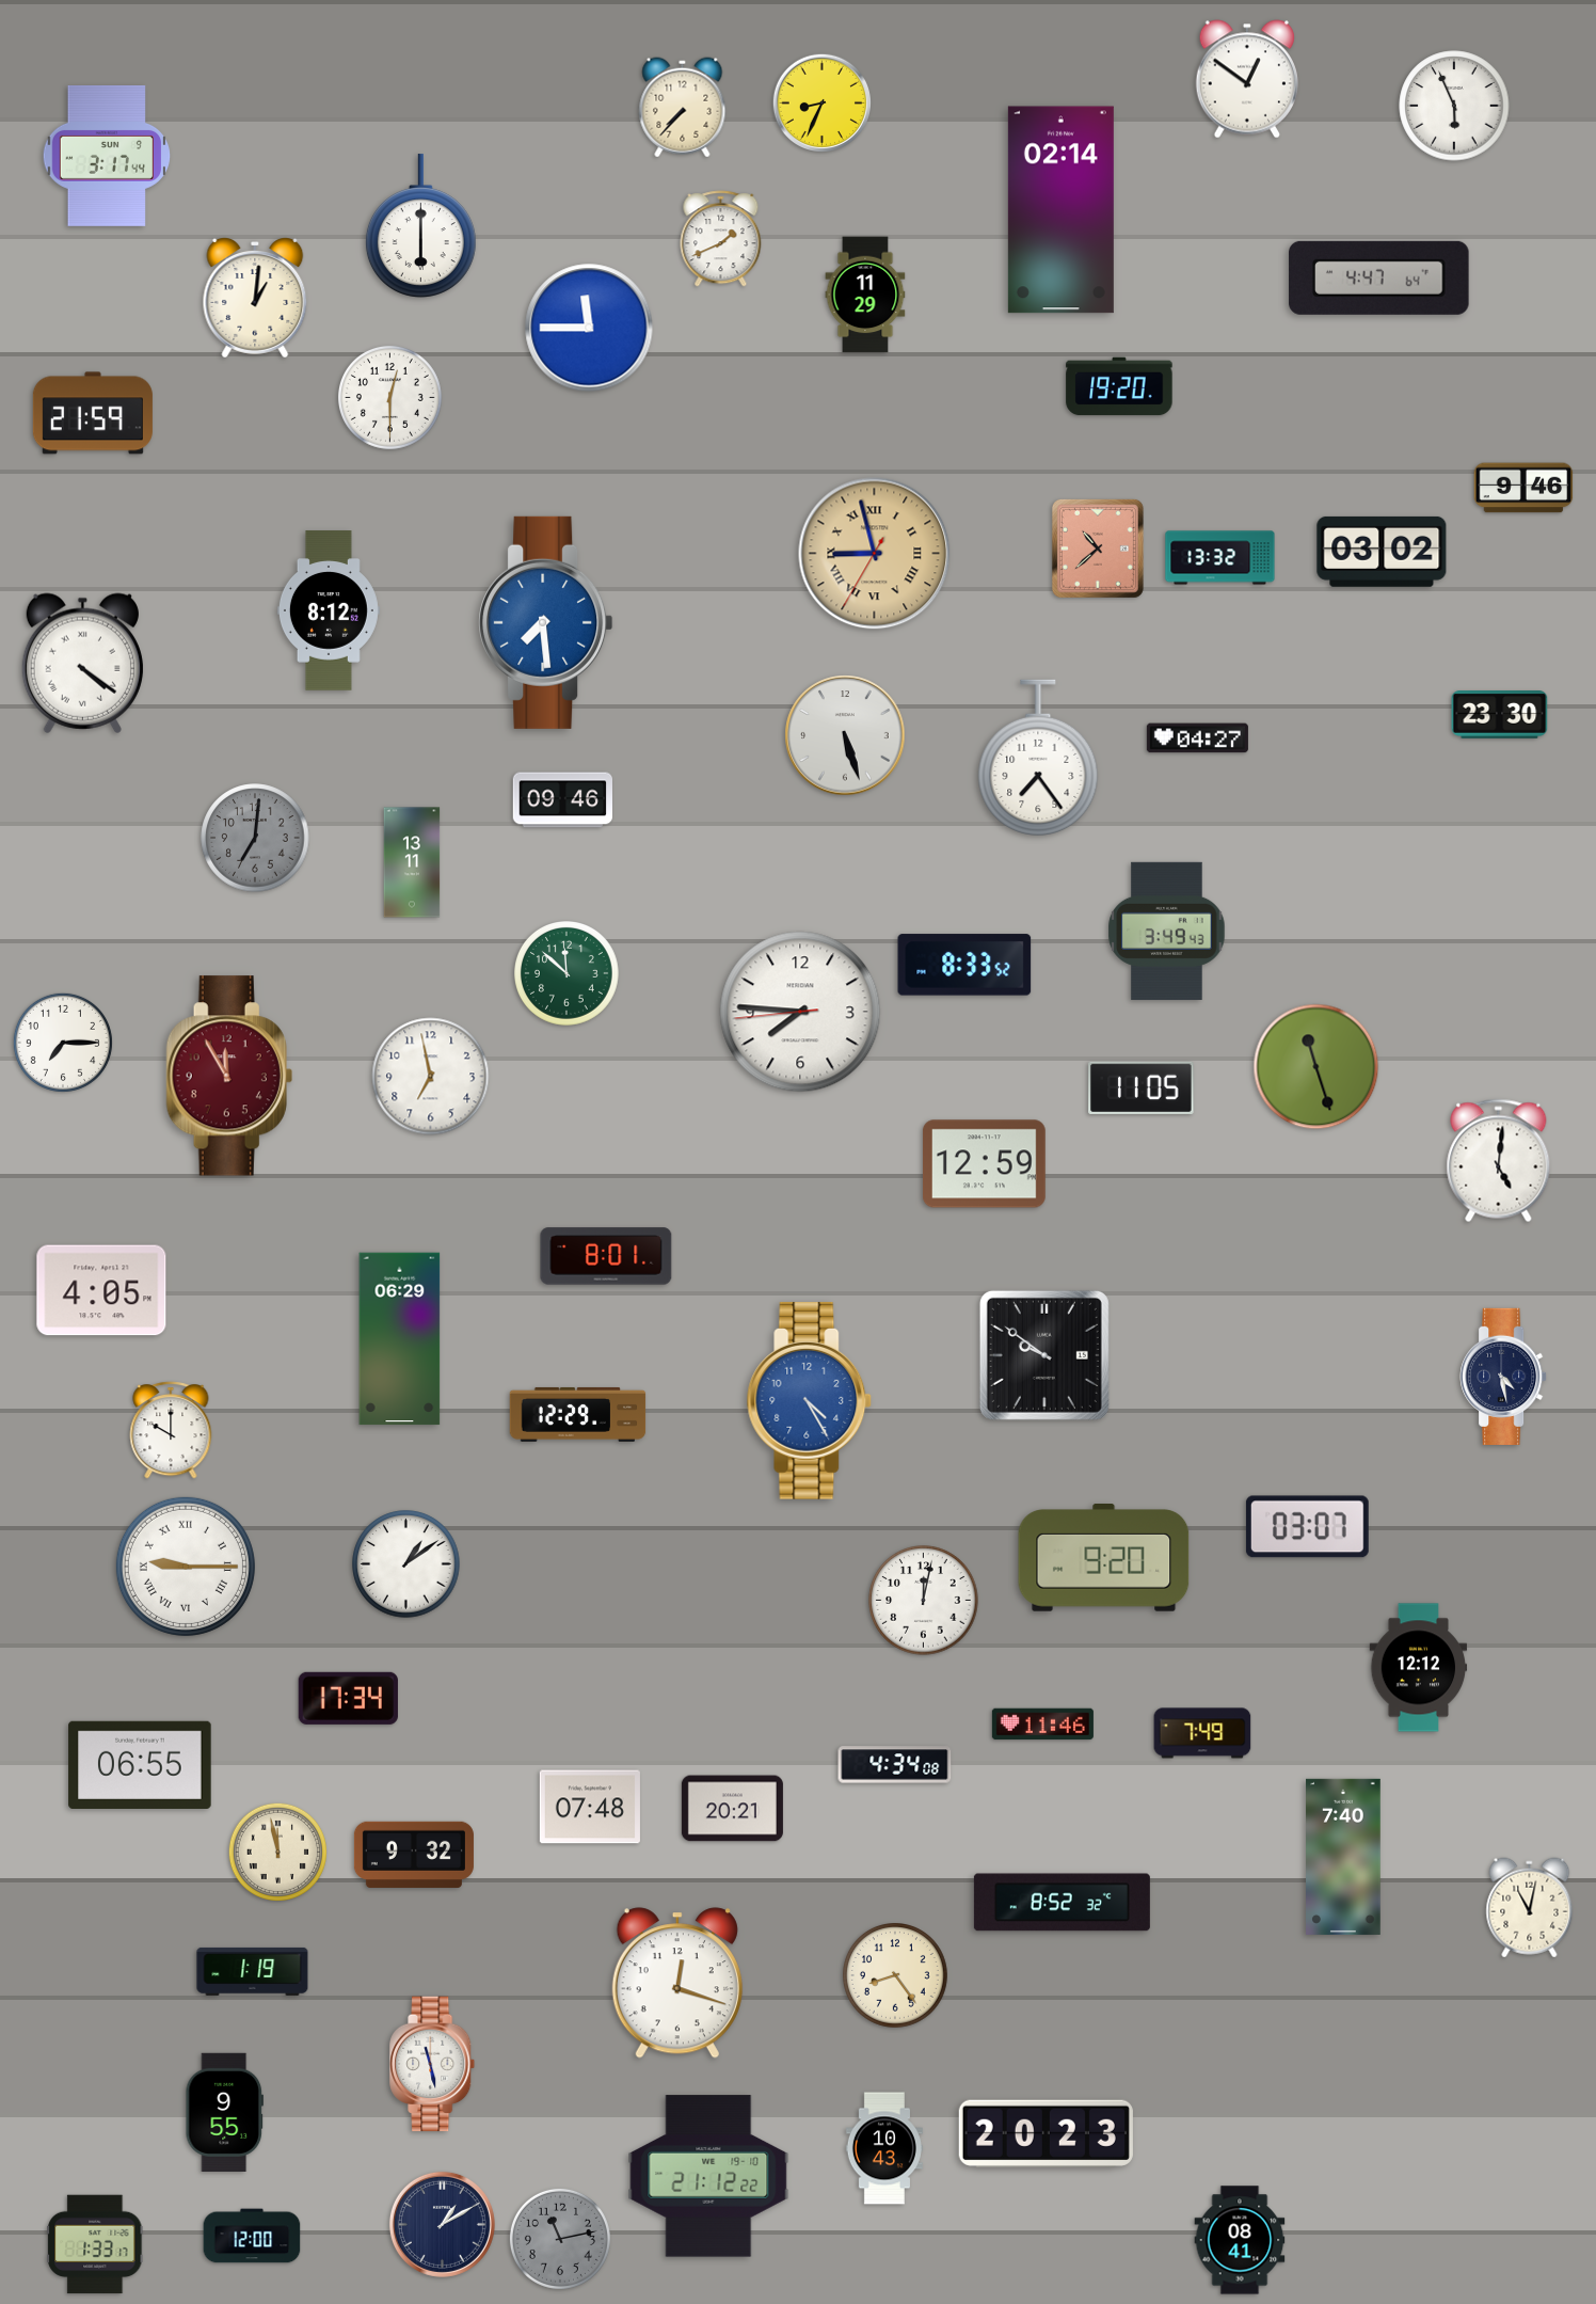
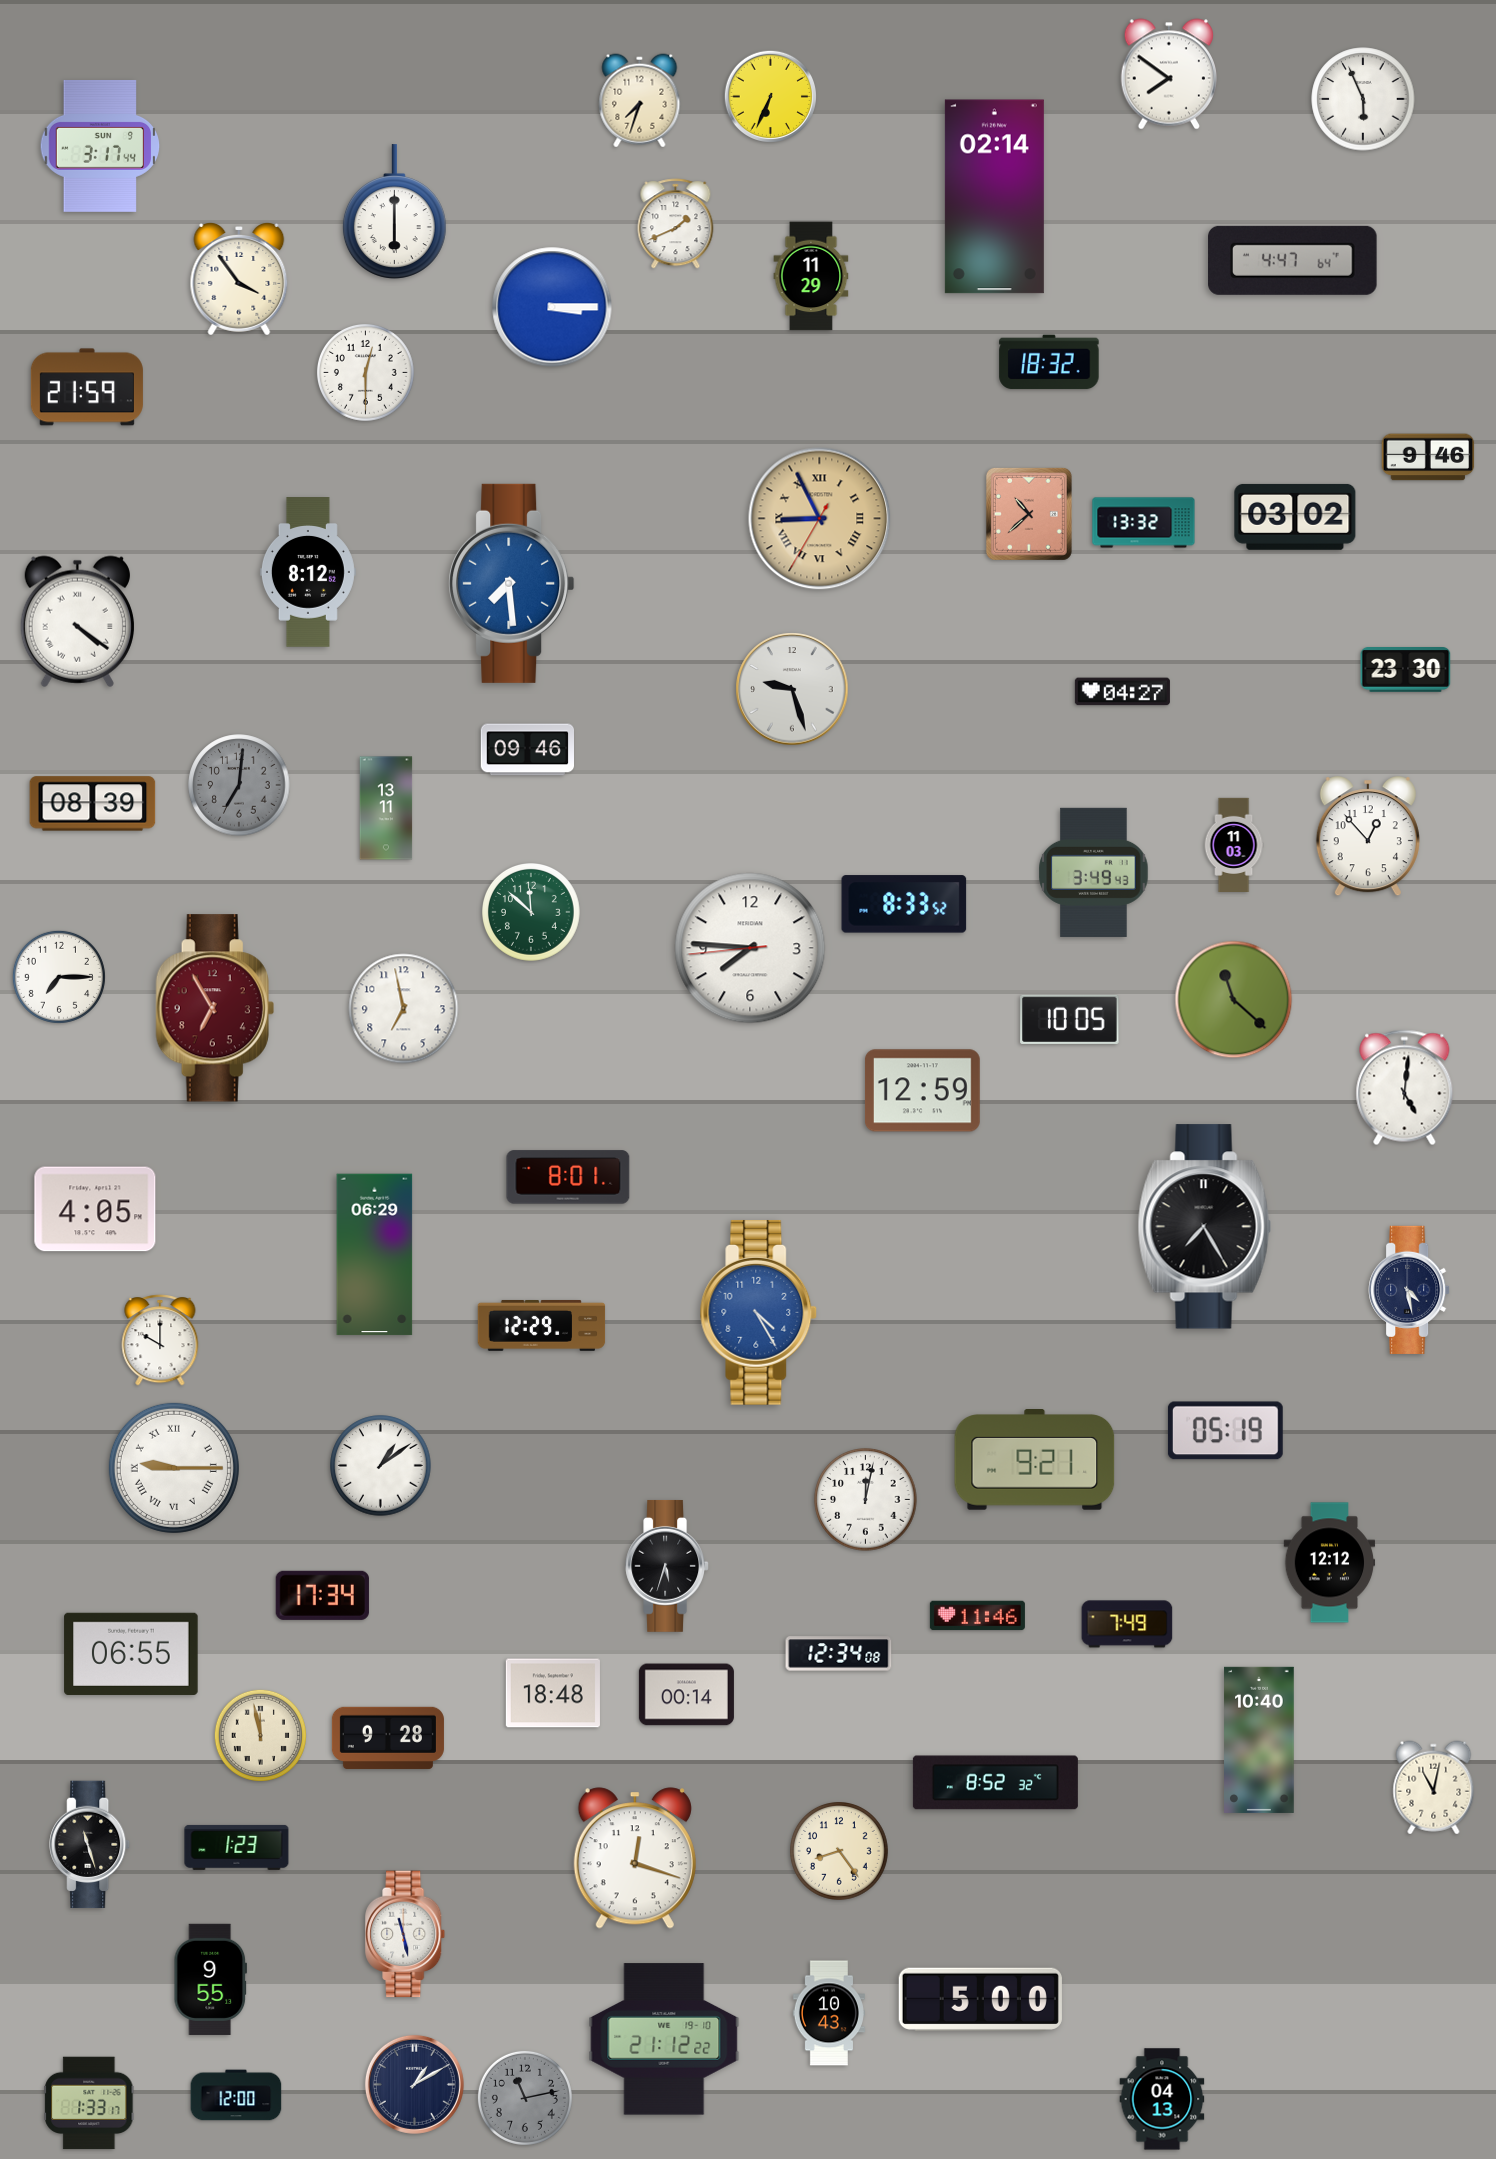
clock at (1246, 79): 12:51 -> 7:51
clock at (821, 102): 8:34 -> 6:34
clock at (683, 108): 7:37 -> 7:33
clock at (255, 299): 1:01 -> 3:54
clock at (589, 328): 11:45 -> 3:15
clock at (1119, 386): 19:20 -> 18:32
clock at (875, 554): 8:57 -> 8:55
clock at (845, 735): 5:27 -> 9:27
clock at (1038, 757): 7:24 -> none
clock at (93, 804): none -> 08:39
clock at (1368, 837): none -> 12:53
clock at (1234, 844): none -> 11:03
clock at (1316, 1067): 11:27 -> 11:22
clock at (229, 1076): 11:55 -> 6:55
clock at (1142, 1087): 11:05 -> 10:05
clock at (1204, 1227): none -> 7:25
clock at (1044, 1355): 9:51 -> none
clock at (1307, 1527): 03:07 -> 05:19
clock at (1104, 1558): 9:20 -> 9:21
clock at (667, 1566): none -> 5:33
clock at (348, 1698) position: (348, 1698) -> (322, 1595)
clock at (895, 1765): 4:34 -> 12:34
clock at (590, 1807): 07:48 -> 18:48
clock at (732, 1809): 20:21 -> 00:14
clock at (414, 1855): 9:32 -> 9:28
clock at (1343, 1857): 7:40 -> 10:40
clock at (90, 1845): none -> 11:27
clock at (253, 1971): 1:19 -> 1:23
clock at (1046, 2133): 20:23 -> 5:00
clock at (1240, 2240): 08:41 -> 04:13
